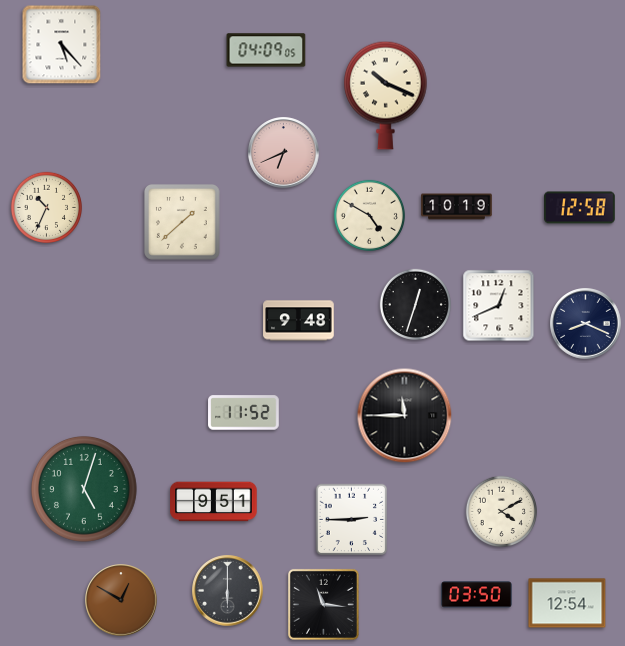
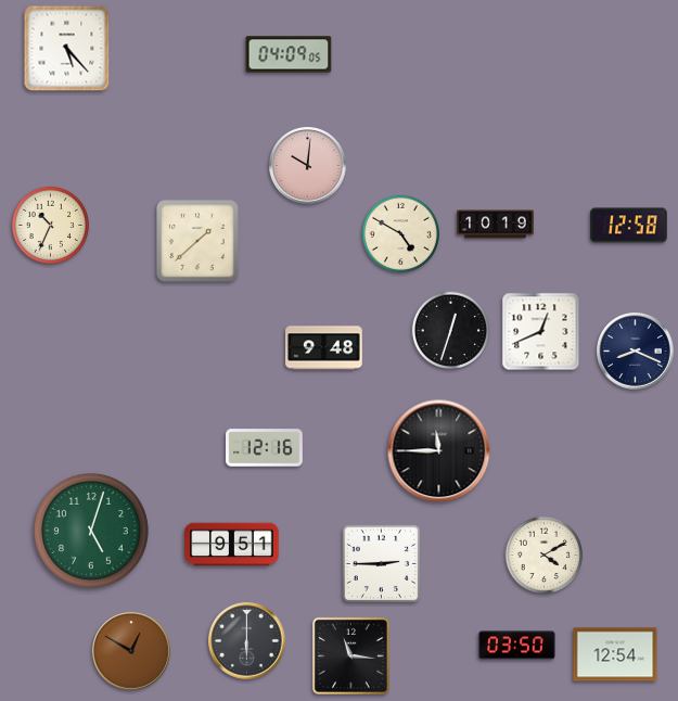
clock at (386, 95): 10:19 -> none
clock at (284, 153): 6:41 -> 10:01
clock at (244, 413): 11:52 -> 12:16
